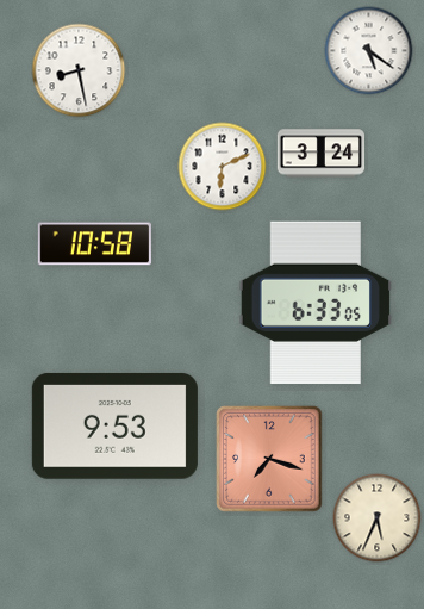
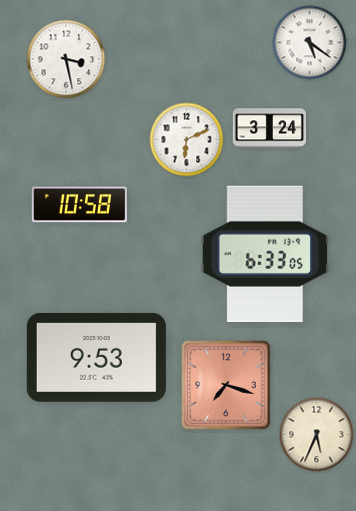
clock at (79, 70): 8:28 -> 3:28
